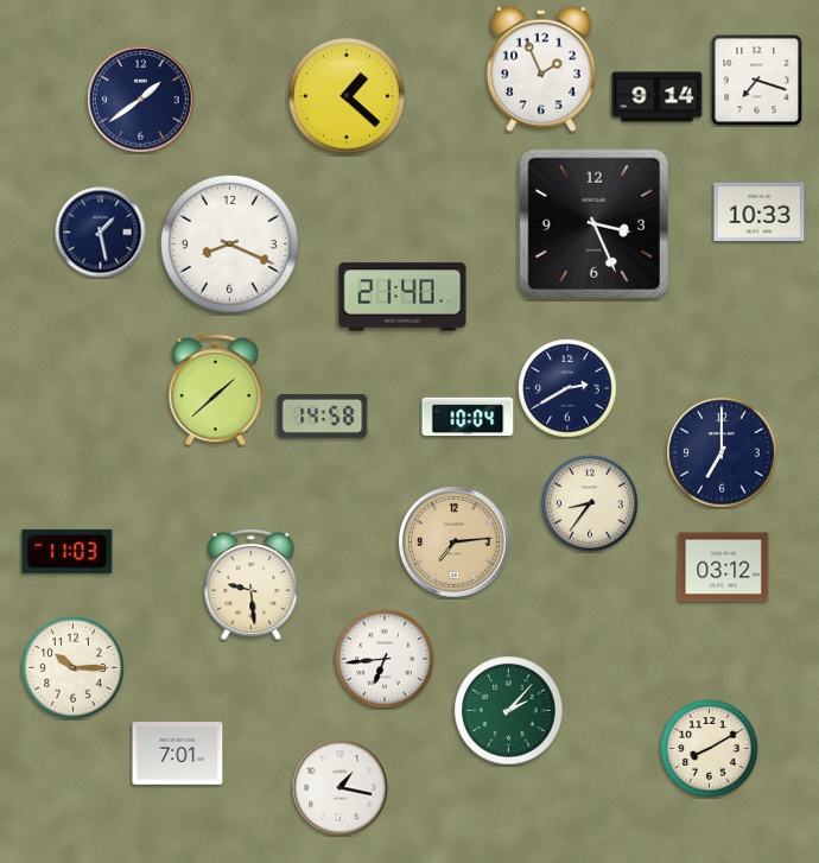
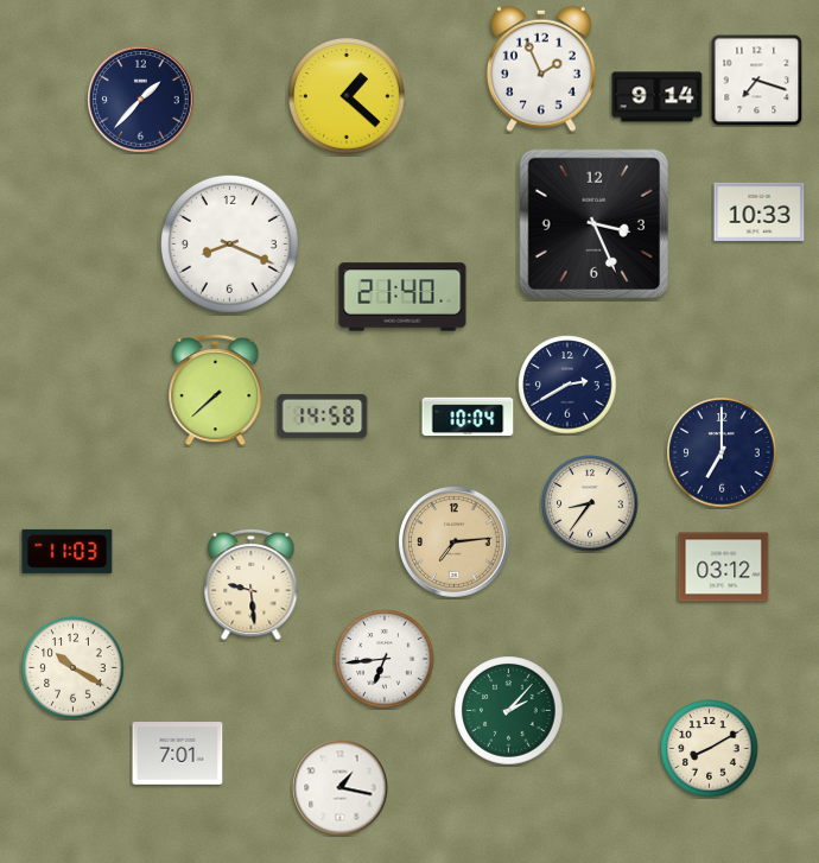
clock at (141, 100): 1:39 -> 1:37
clock at (101, 233): 1:28 -> none
clock at (567, 388) position: (567, 388) -> (567, 385)
clock at (216, 389): 1:38 -> 7:38
clock at (74, 668): 10:15 -> 10:20
